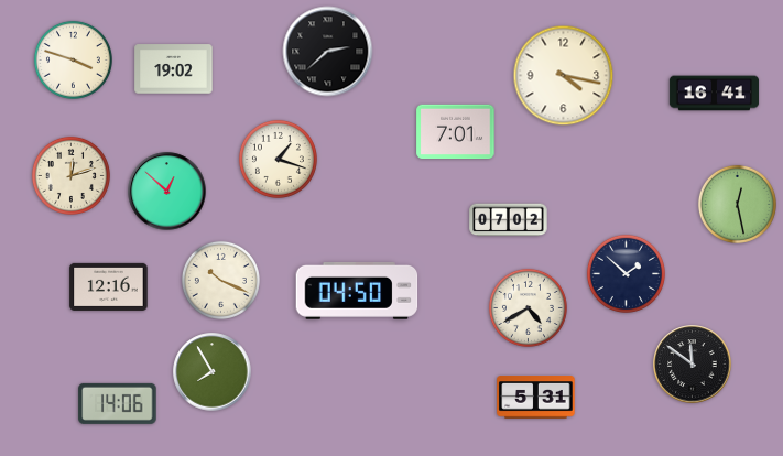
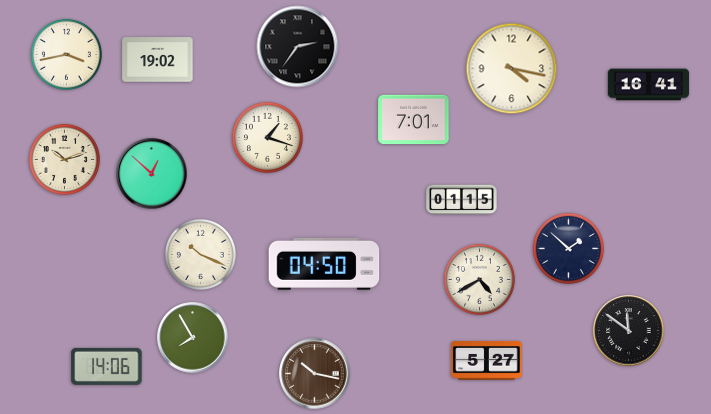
clock at (328, 52): 2:38 -> 2:36
clock at (73, 59): 3:48 -> 3:43
clock at (174, 69) position: (174, 69) -> (158, 60)
clock at (278, 159) position: (278, 159) -> (267, 137)
clock at (70, 175): 12:12 -> 10:12
clock at (737, 204): 12:28 -> none
clock at (509, 220): 07:02 -> 01:15
clock at (109, 286): 12:16 -> none
clock at (536, 398): 5:31 -> 5:27
clock at (315, 374): none -> 10:17
